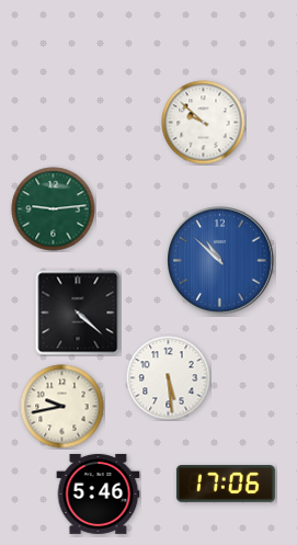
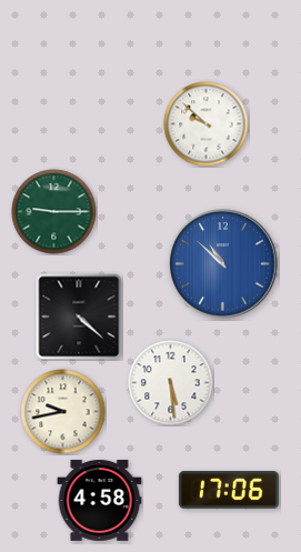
clock at (54, 209): 9:14 -> 9:15
clock at (99, 493): 5:46 -> 4:58
